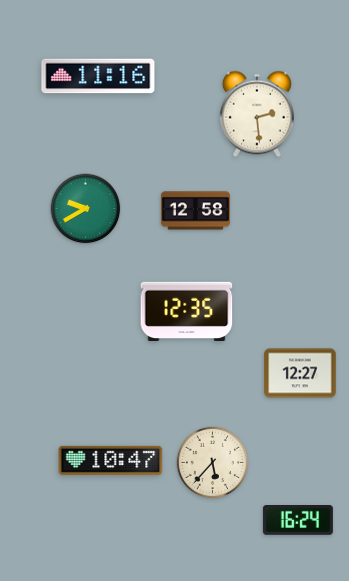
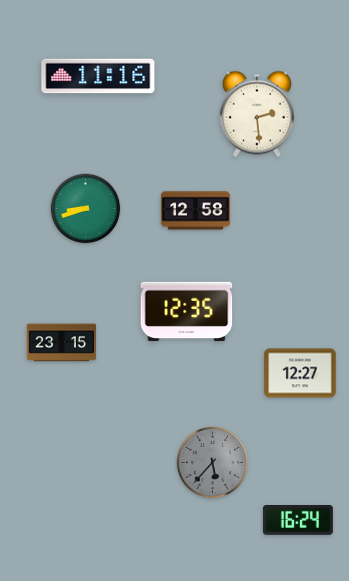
clock at (86, 209): 9:40 -> 8:42
clock at (61, 343): none -> 23:15
clock at (111, 460): 10:47 -> none
clock at (213, 463) dial: cream -> grey
